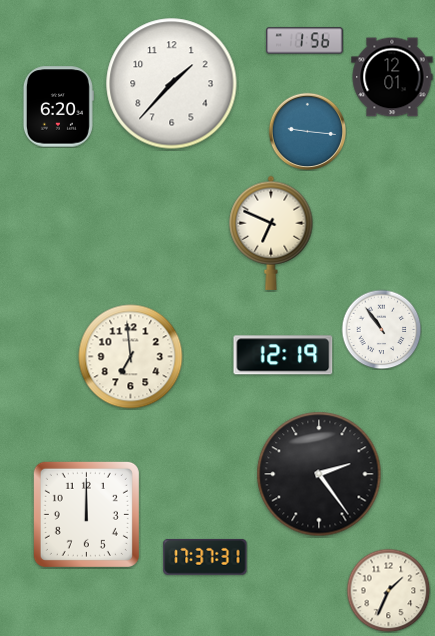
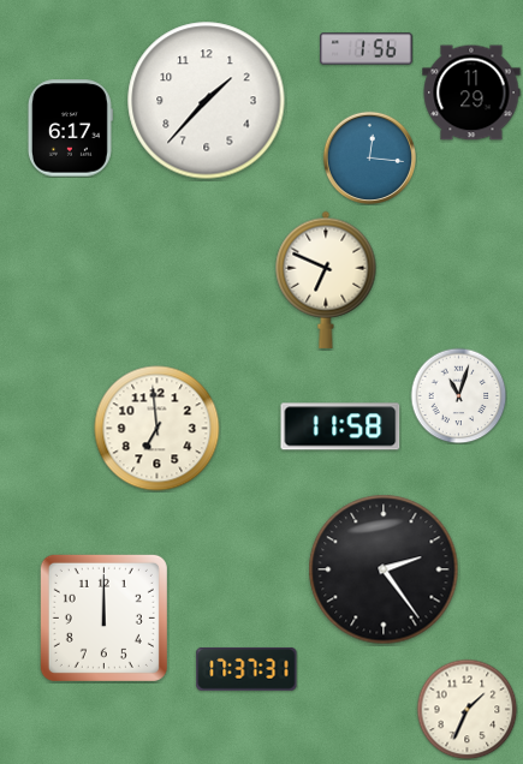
clock at (392, 77): 12:01 -> 11:29
clock at (58, 107): 6:20 -> 6:17
clock at (307, 131): 9:16 -> 12:16
clock at (381, 329): 10:54 -> 11:03
clock at (283, 355): 12:19 -> 11:58
